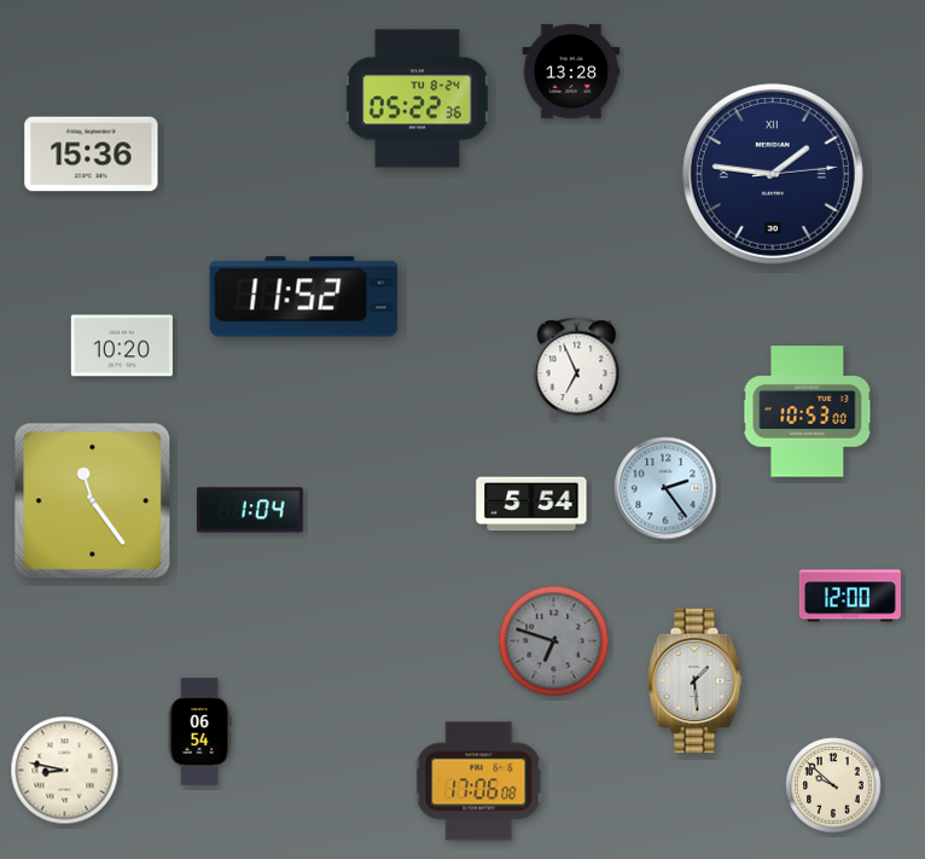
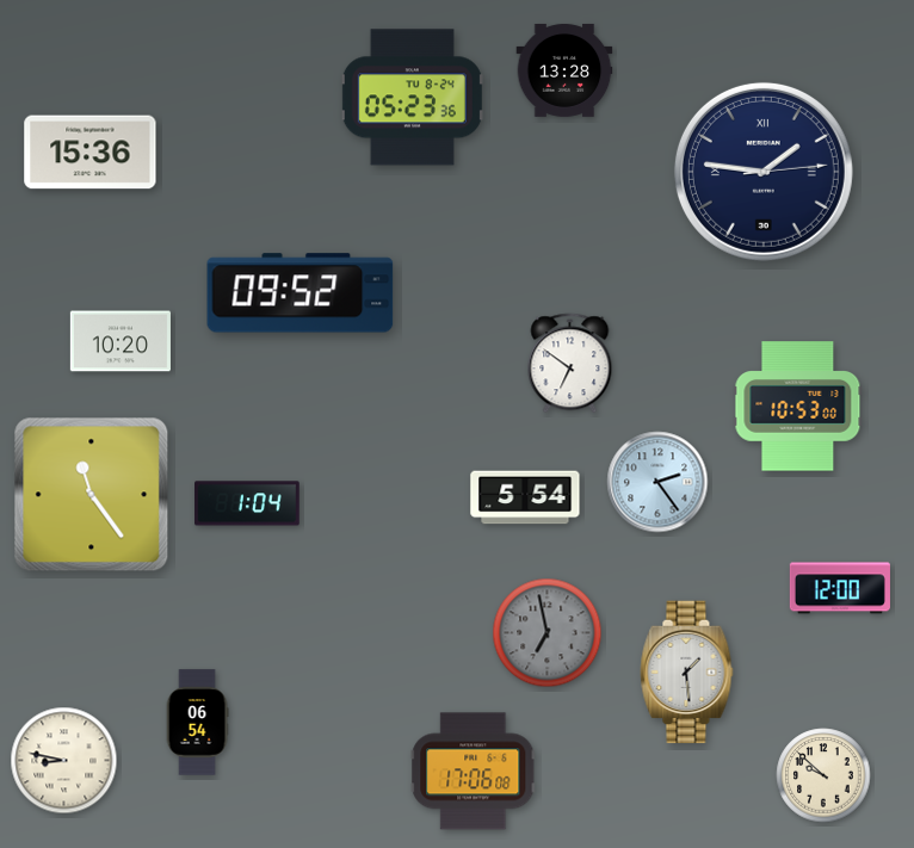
clock at (417, 99): 05:22 -> 05:23
clock at (304, 297): 11:52 -> 09:52
clock at (577, 368): 6:56 -> 6:51
clock at (554, 642): 6:48 -> 6:58
